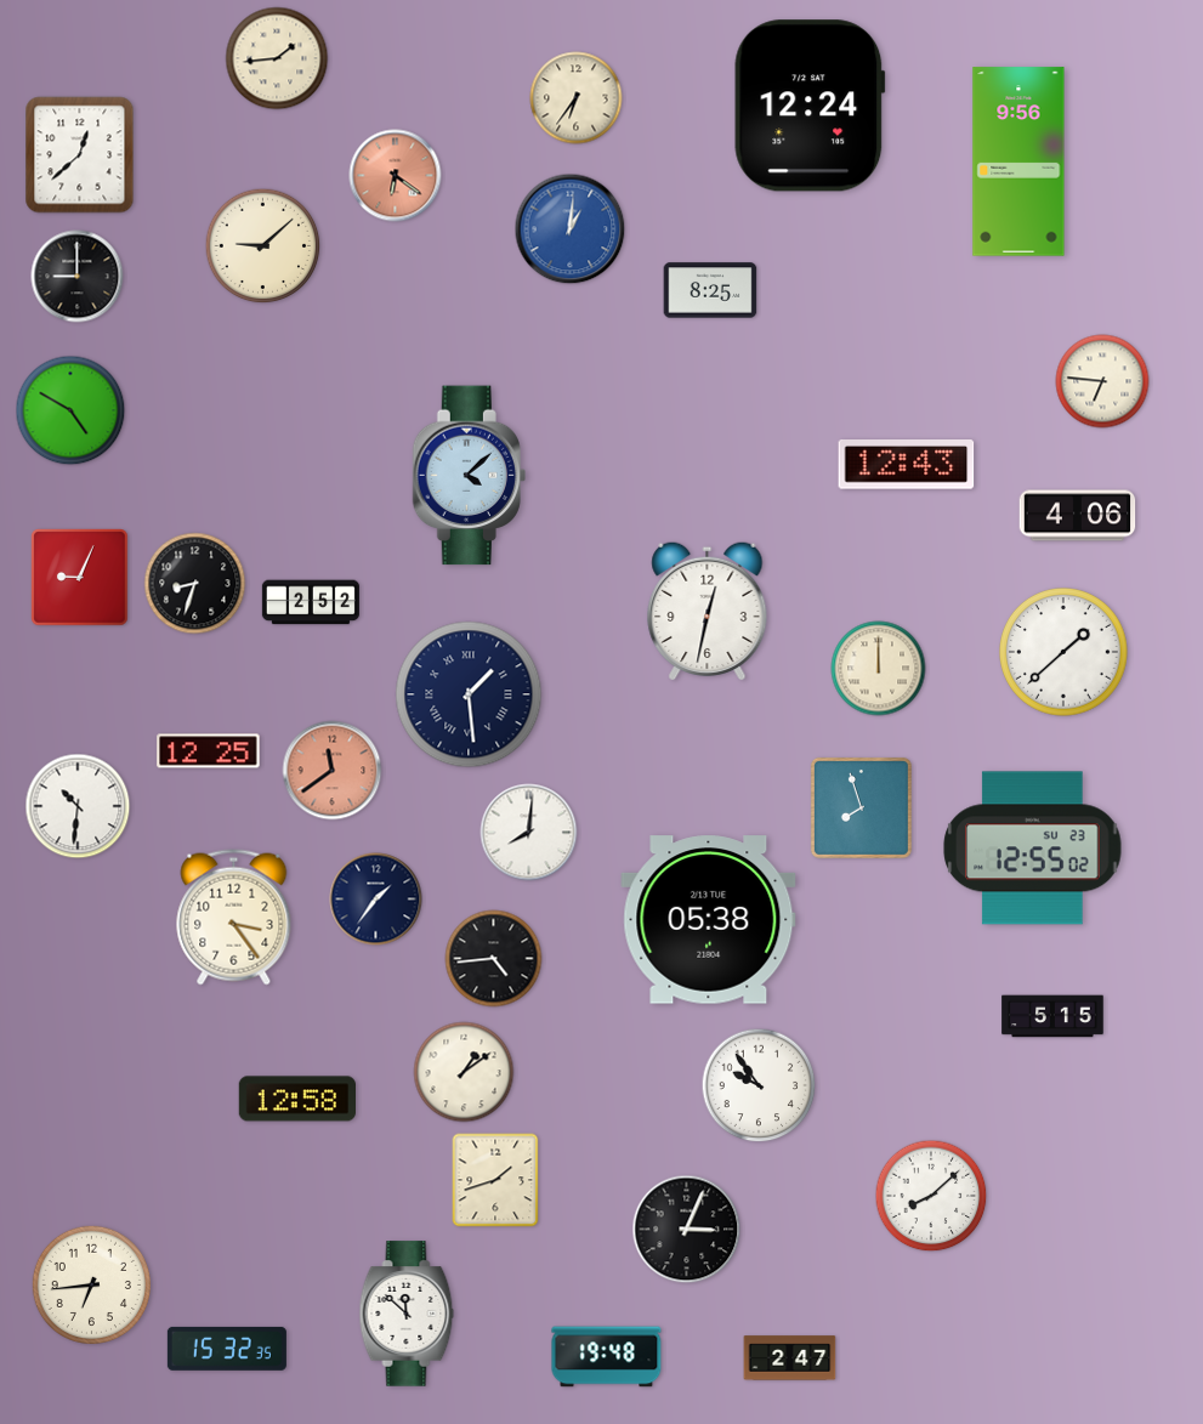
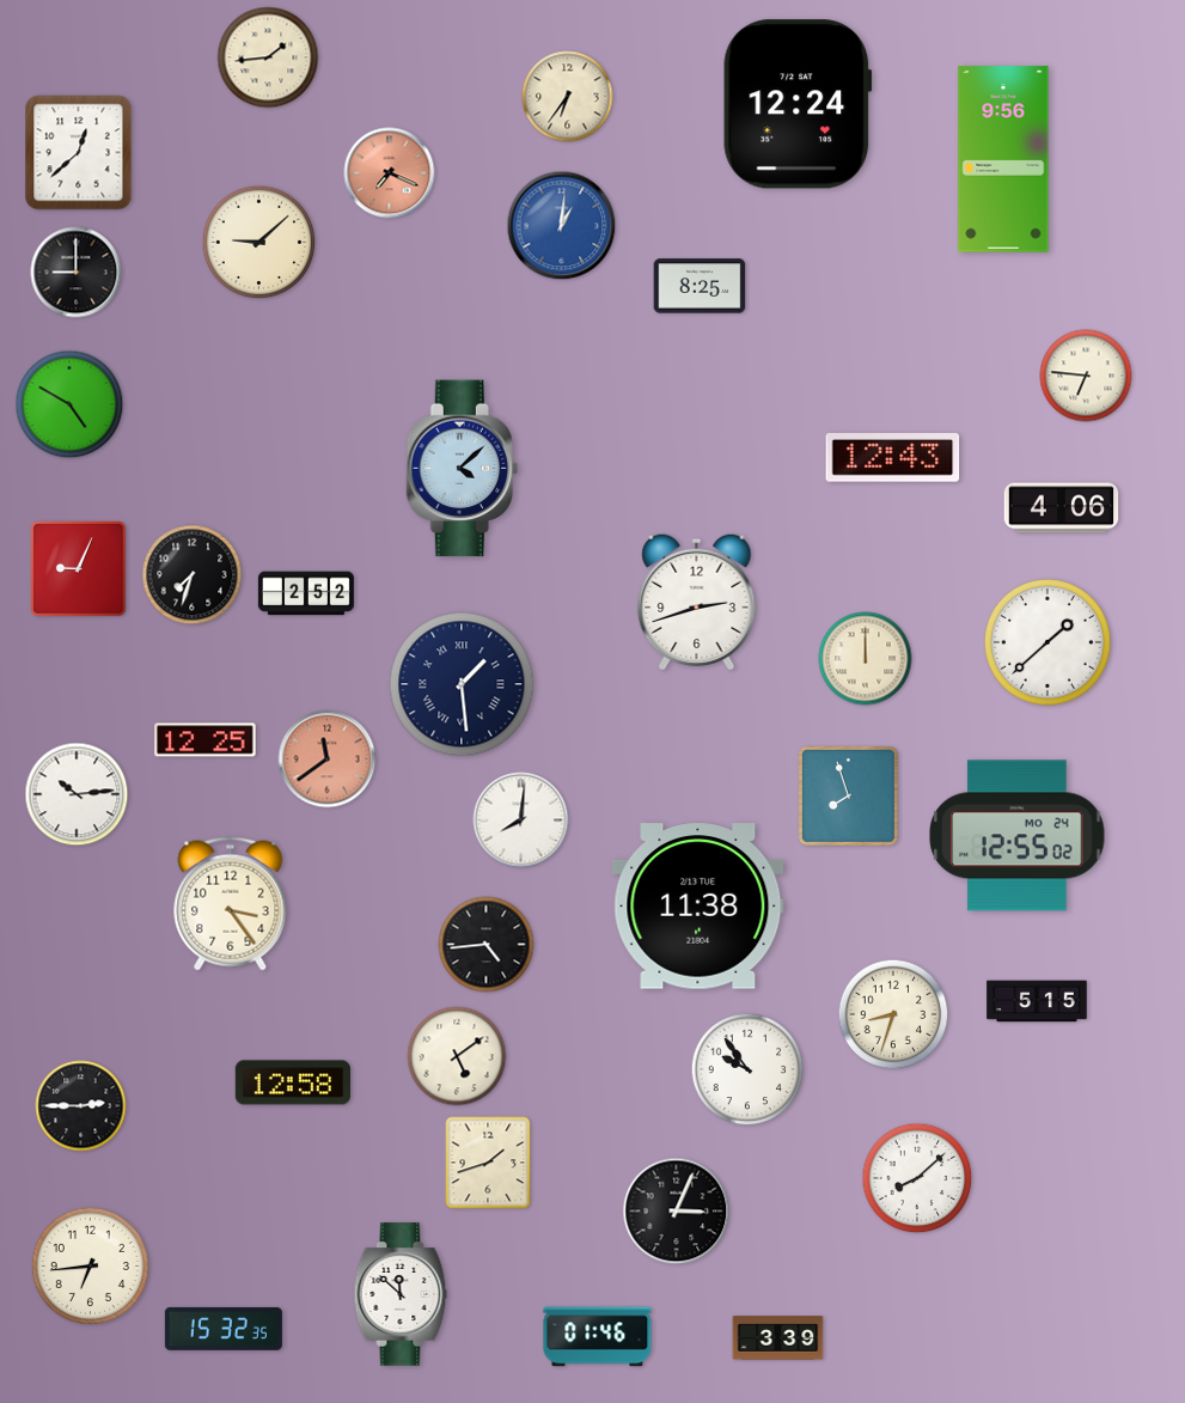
clock at (277, 58) position: (277, 58) -> (268, 57)
clock at (396, 176): 6:21 -> 7:19
clock at (195, 584): 8:33 -> 7:33
clock at (708, 611): 12:32 -> 2:42
clock at (78, 806): 10:31 -> 10:14
clock at (1033, 849) date: SU 23 -> MO 24
clock at (376, 900): 1:36 -> none
clock at (709, 920): 05:38 -> 11:38
clock at (893, 1014): none -> 8:33
clock at (464, 1072): 1:09 -> 5:09
clock at (81, 1106): none -> 2:45
clock at (607, 1357): 19:48 -> 01:46
clock at (790, 1358): 2:47 -> 3:39
